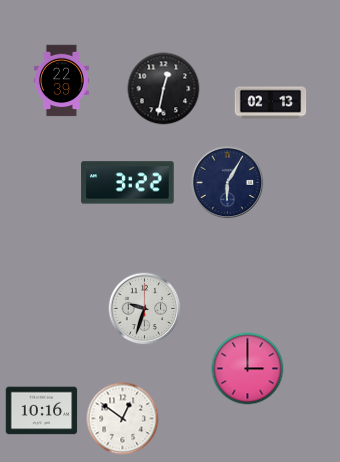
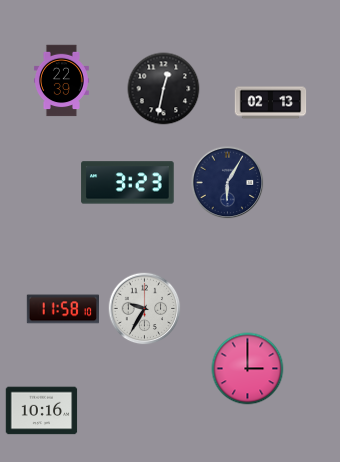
clock at (128, 183): 3:22 -> 3:23
clock at (62, 309): none -> 11:58
clock at (145, 309): 9:33 -> 9:35
clock at (123, 419): 12:51 -> none
